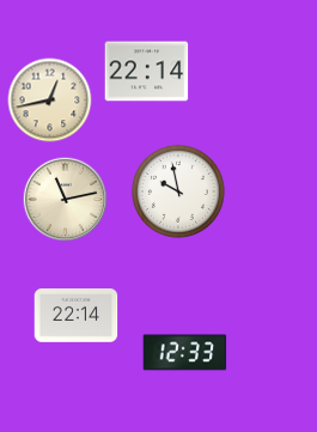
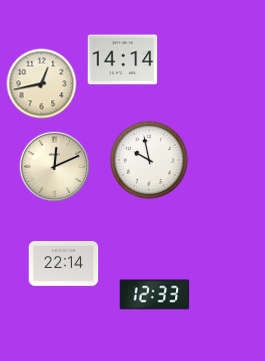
clock at (147, 72): 22:14 -> 14:14
clock at (66, 200): 11:13 -> 12:11
